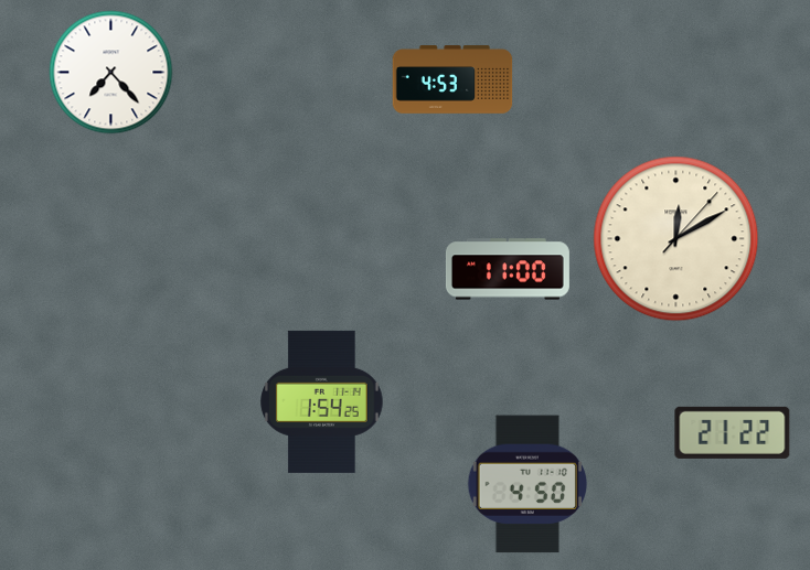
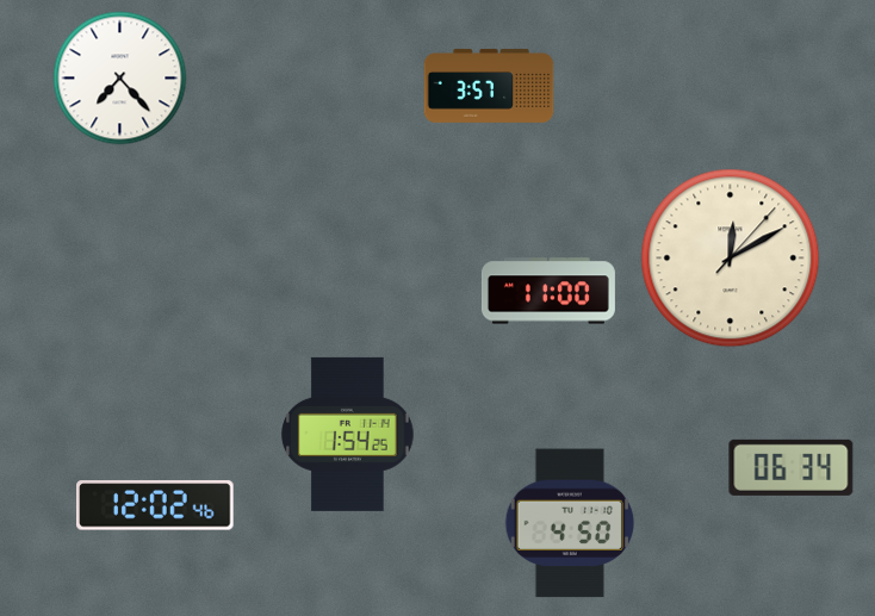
clock at (452, 79): 4:53 -> 3:57
clock at (733, 432): 21:22 -> 06:34
clock at (156, 505): none -> 12:02
